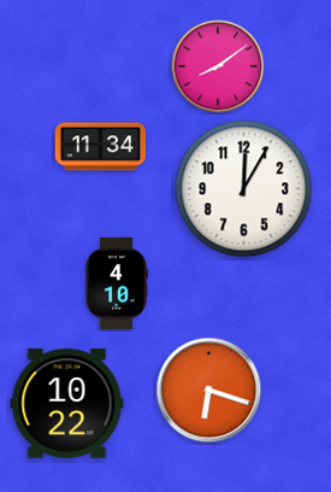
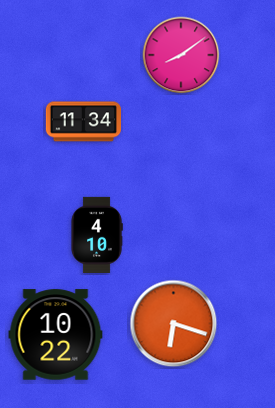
clock at (244, 189): 12:05 -> none
